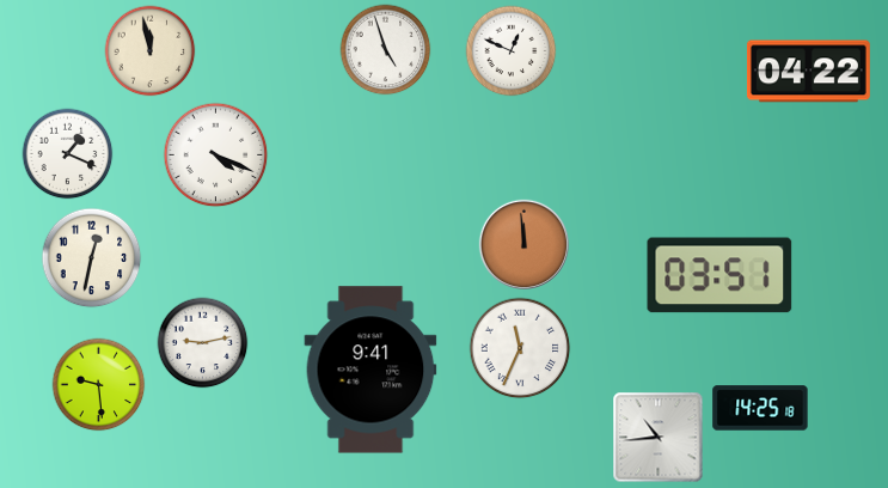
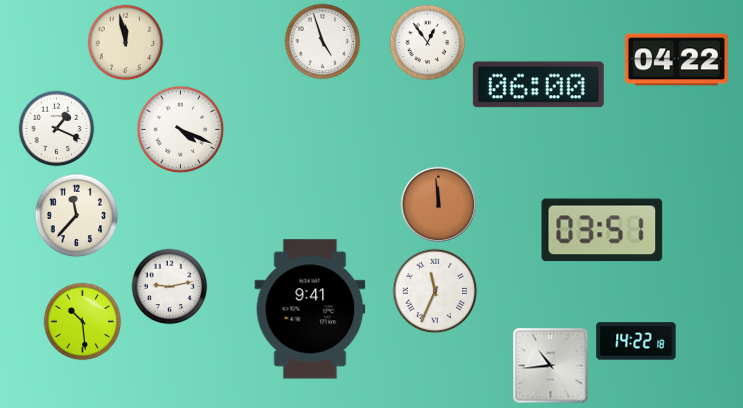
clock at (512, 51): 12:49 -> 12:54
clock at (538, 85): none -> 06:00
clock at (92, 258): 12:32 -> 11:37
clock at (99, 385): 9:29 -> 10:29
clock at (760, 408): 14:25 -> 14:22
